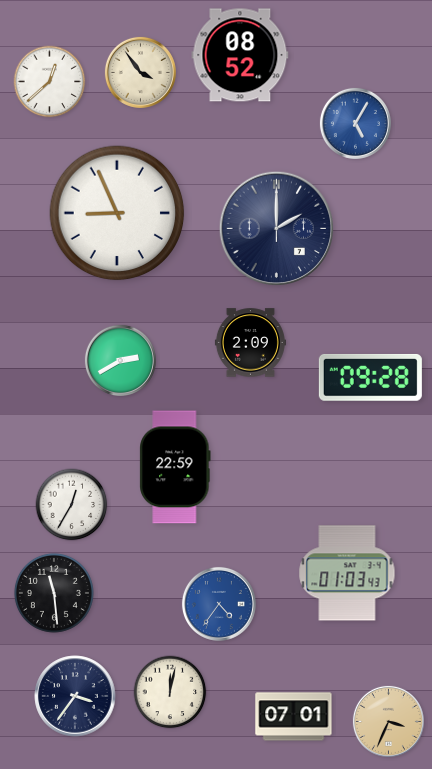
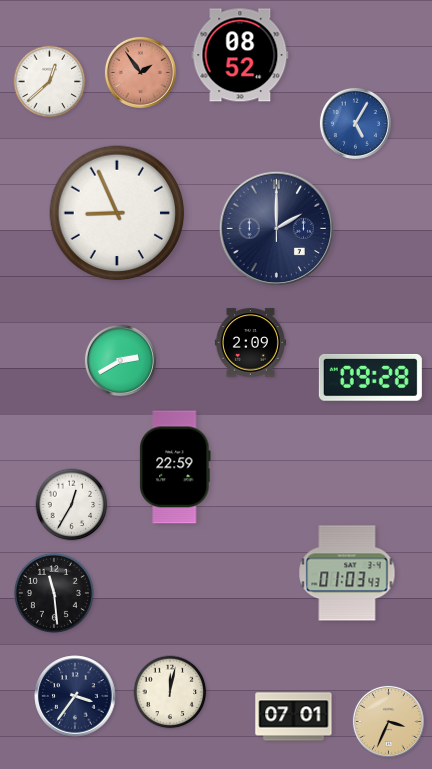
clock at (140, 72): 3:54 -> 1:54
clock at (140, 72) dial: cream -> salmon
clock at (219, 604): 4:36 -> none
